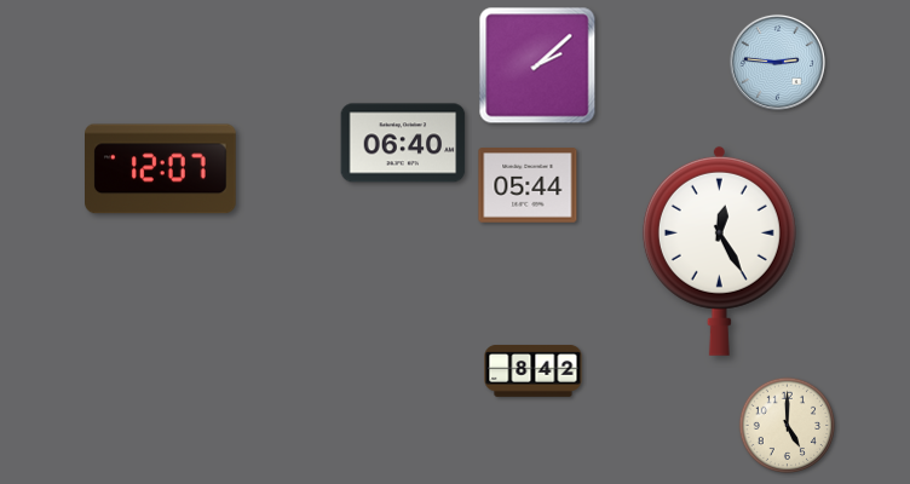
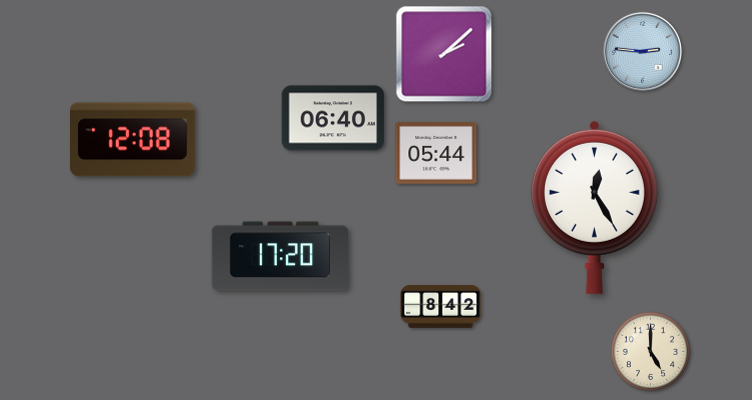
clock at (161, 169): 12:07 -> 12:08
clock at (279, 256): none -> 17:20
